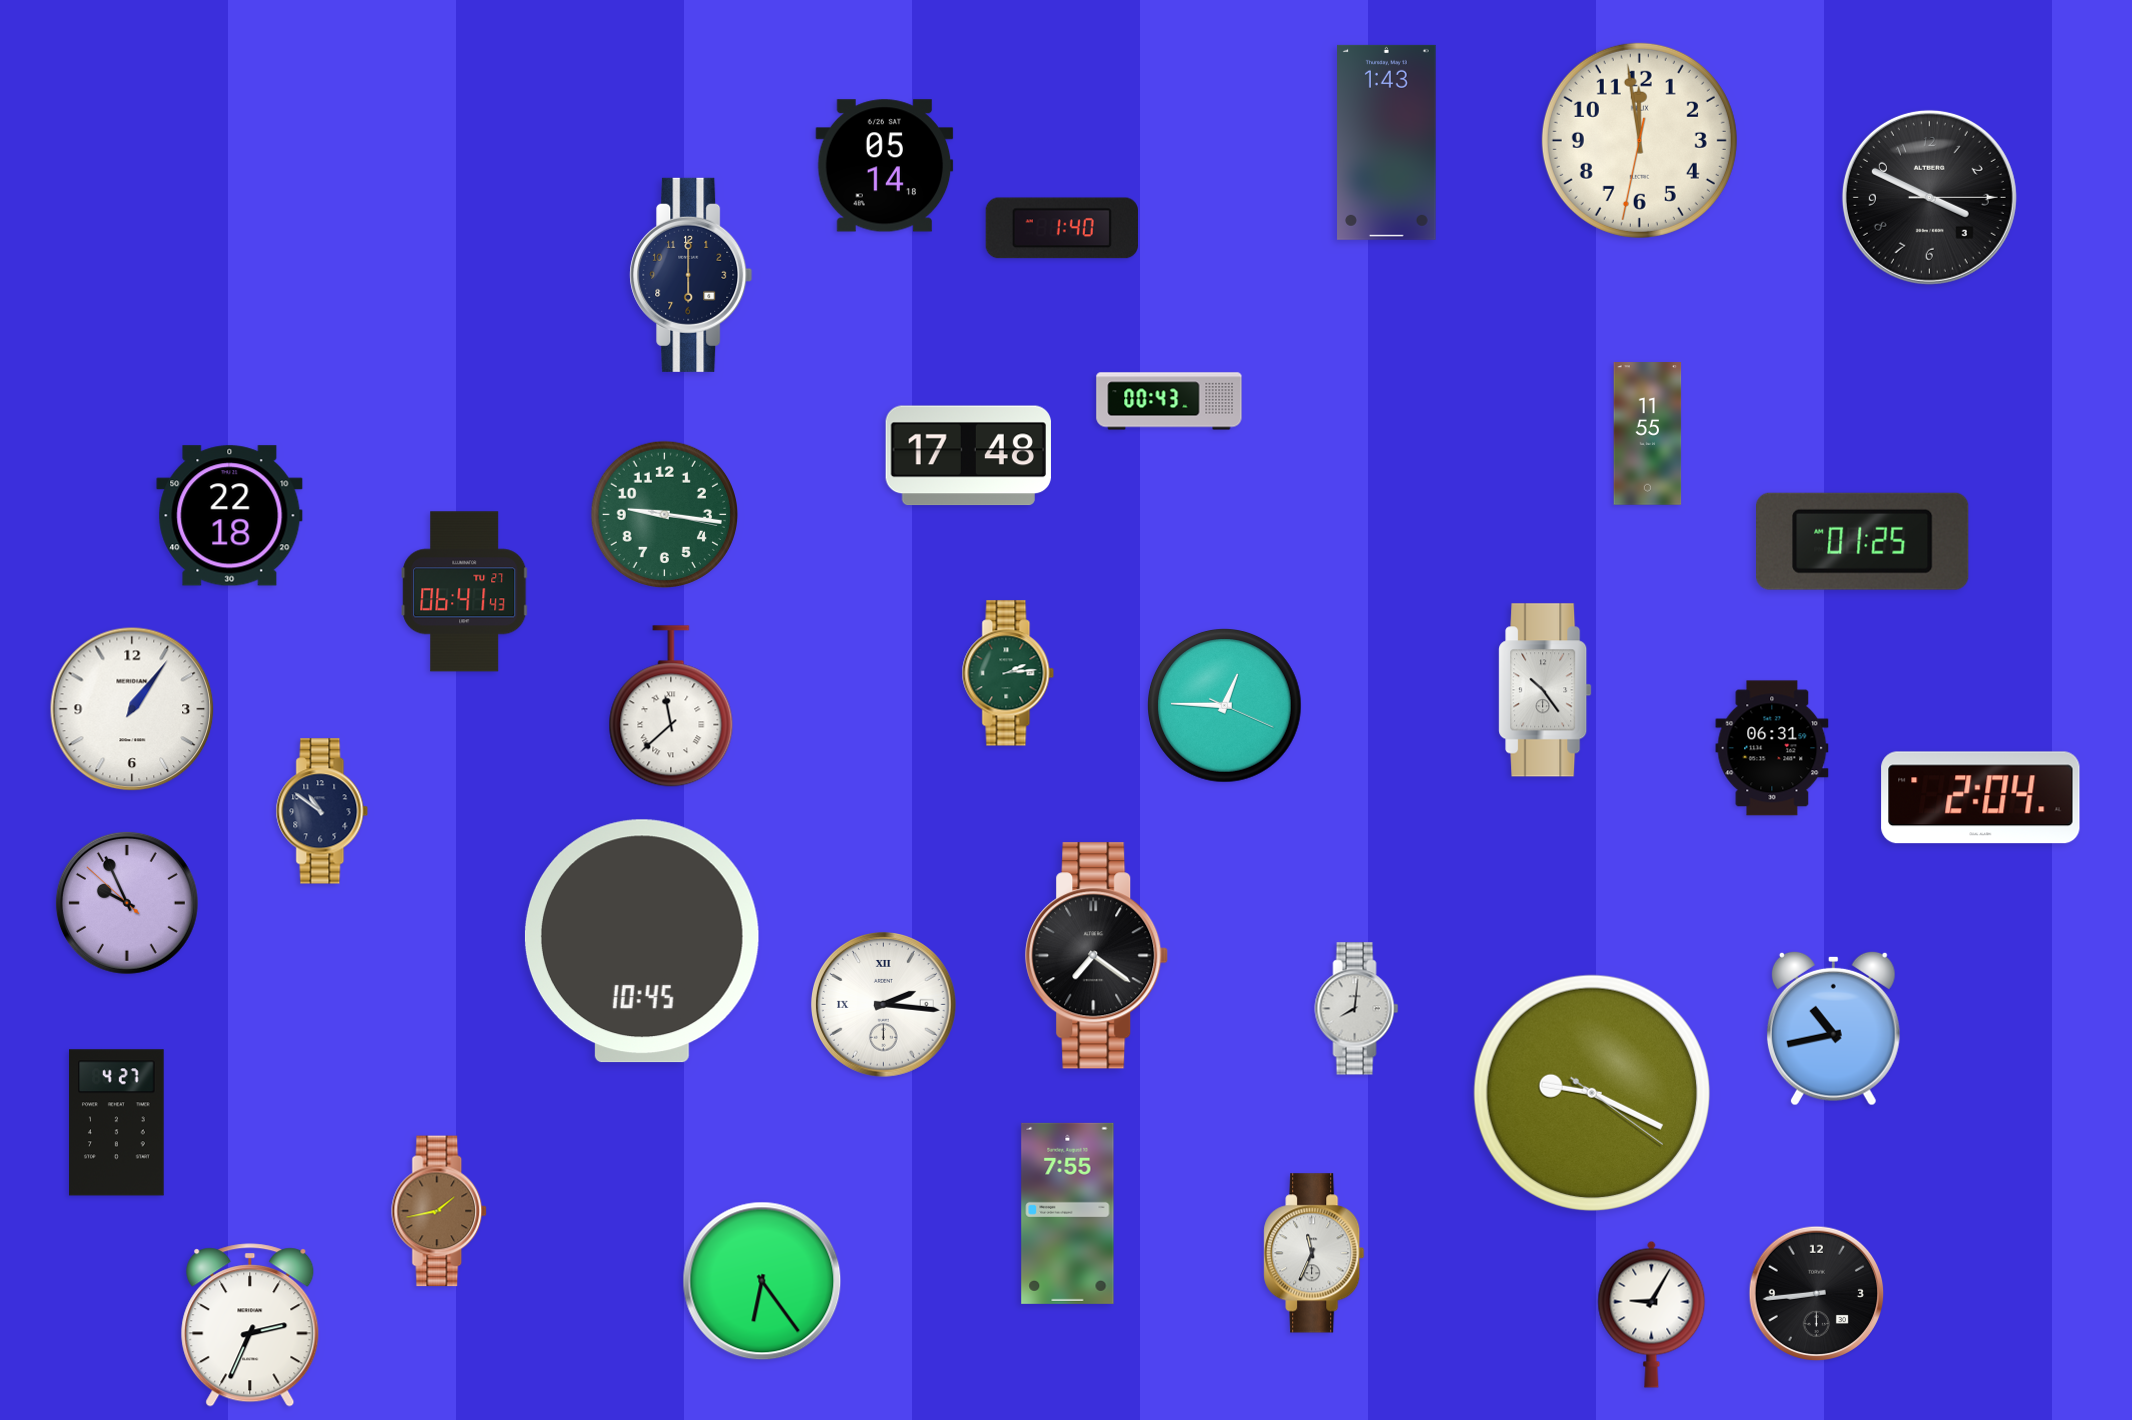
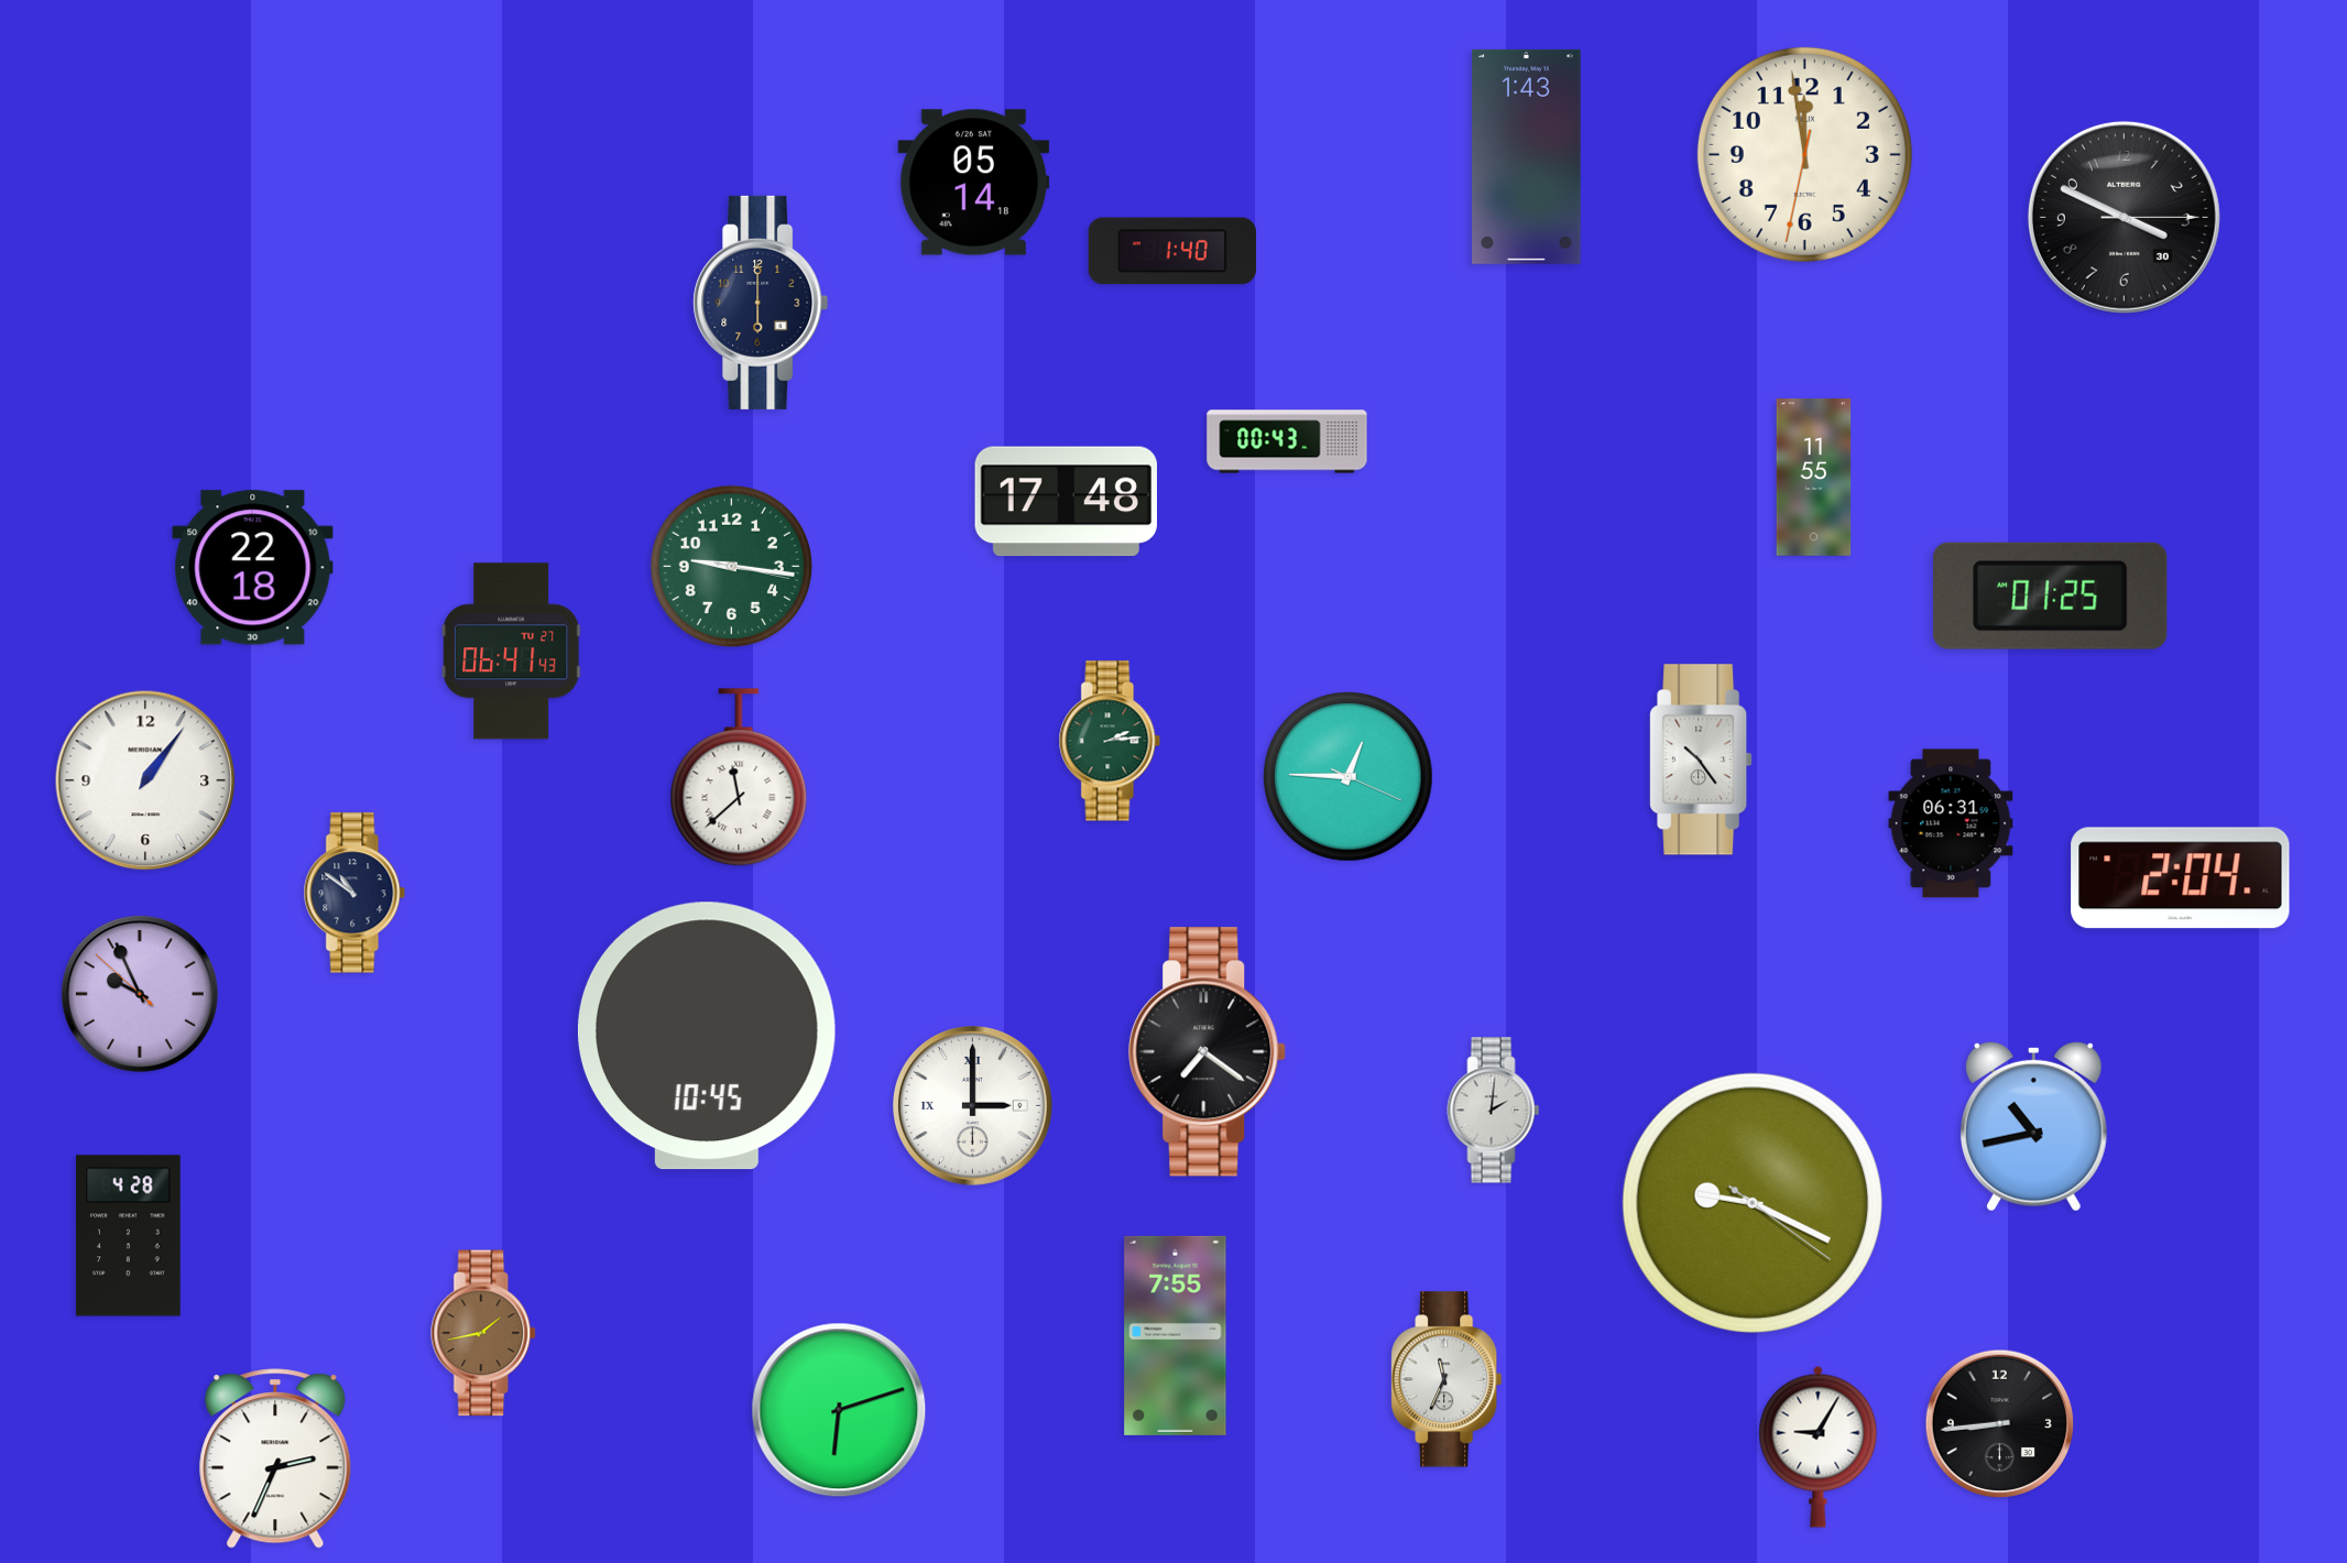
clock at (1929, 197) date: 3 -> 30
clock at (1062, 228) position: (1062, 228) -> (1172, 251)
clock at (884, 1005): 2:16 -> 3:00
clock at (1357, 1009): 8:01 -> 2:01
clock at (1833, 1028) position: (1833, 1028) -> (2033, 1126)
clock at (117, 1123): 4:27 -> 4:28
clock at (762, 1281): 6:24 -> 6:12
